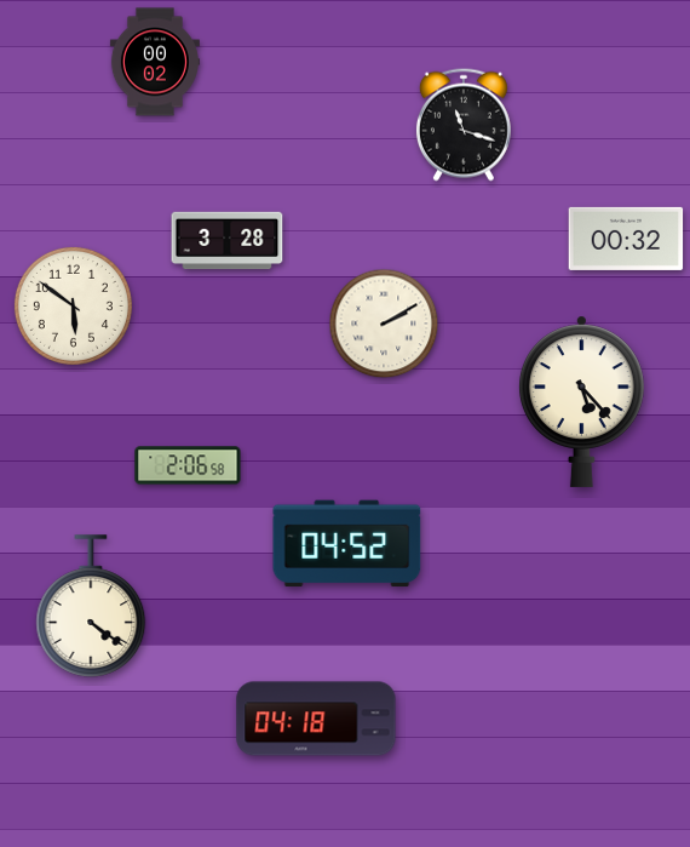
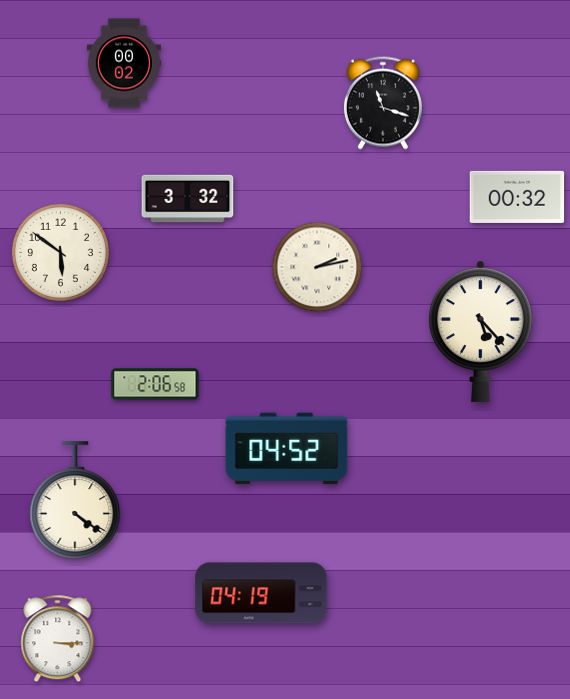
clock at (155, 62) position: (155, 62) -> (124, 63)
clock at (228, 241): 3:28 -> 3:32
clock at (384, 324): 2:10 -> 2:13
clock at (316, 719): 04:18 -> 04:19
clock at (58, 639): none -> 3:15
